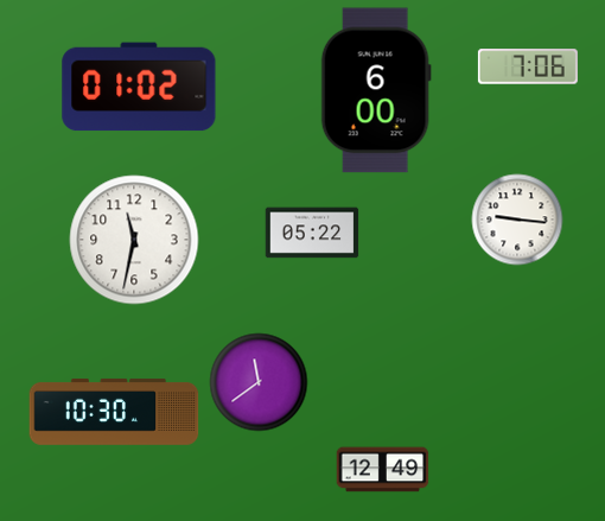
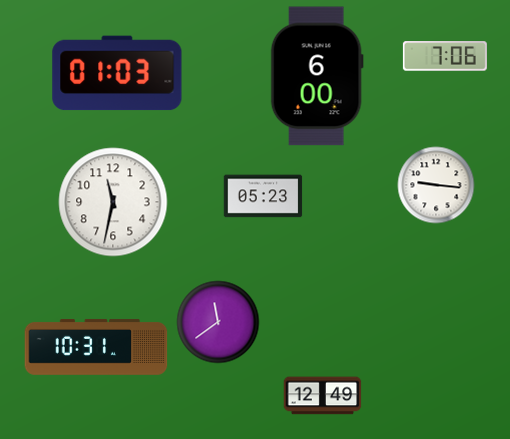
clock at (139, 87): 01:02 -> 01:03
clock at (312, 233): 05:22 -> 05:23
clock at (114, 412): 10:30 -> 10:31
